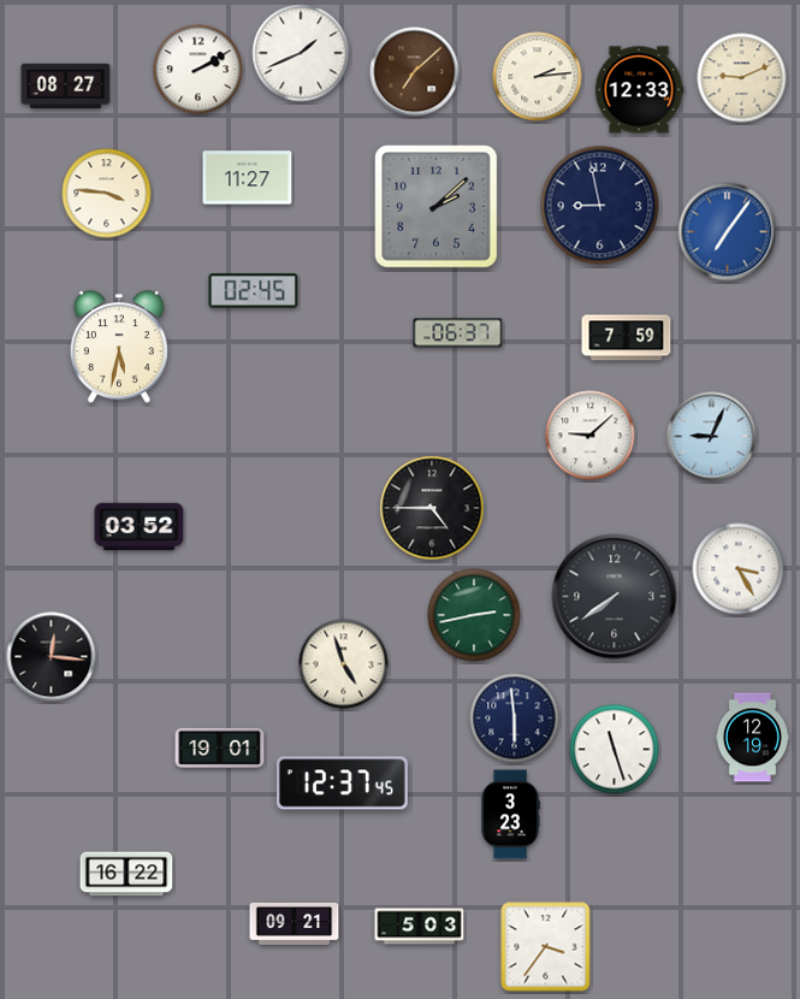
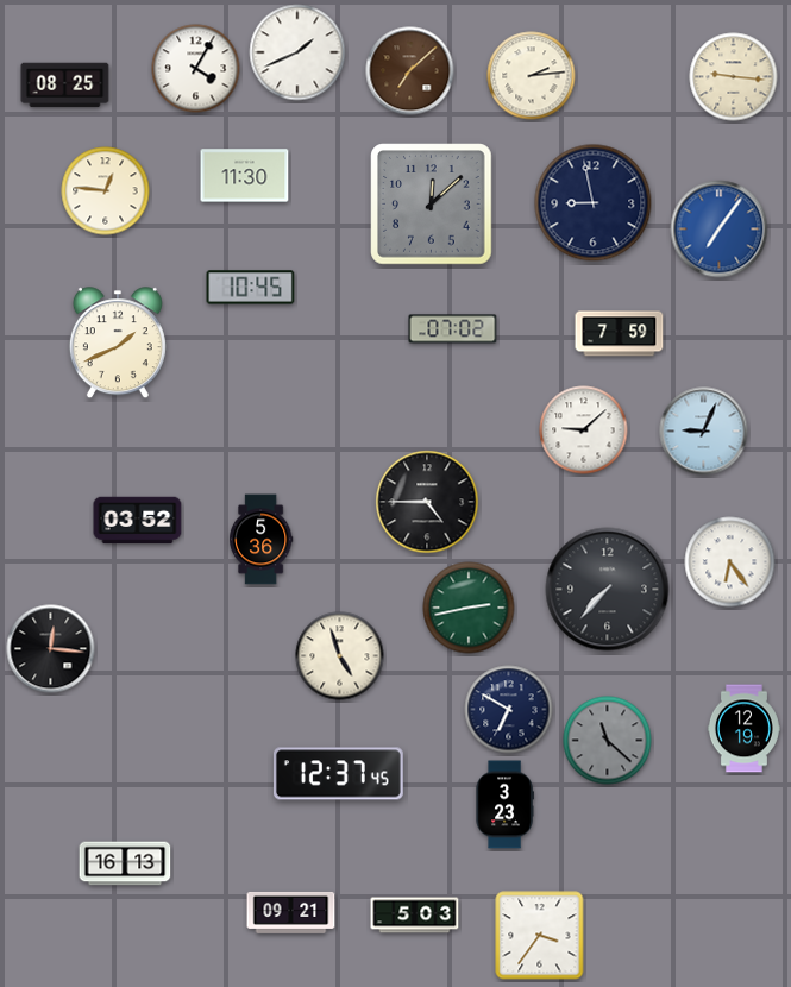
clock at (198, 70): 2:10 -> 4:05
clock at (742, 78): 9:11 -> 9:16
clock at (66, 87): 08:27 -> 08:25
clock at (639, 90): 12:33 -> none
clock at (248, 178): 11:27 -> 11:30
clock at (107, 194): 3:46 -> 12:46
clock at (437, 207): 2:08 -> 12:08
clock at (254, 291): 02:45 -> 10:45
clock at (458, 333): 06:37 -> 07:02
clock at (119, 348): 5:32 -> 1:41
clock at (262, 540): none -> 5:36
clock at (739, 569): 3:25 -> 6:24
clock at (615, 597): 7:39 -> 7:37
clock at (515, 719): 5:59 -> 6:50
clock at (220, 747): 19:01 -> none
clock at (615, 750): 11:27 -> 11:22
clock at (615, 750) dial: white -> grey
clock at (126, 874): 16:22 -> 16:13
